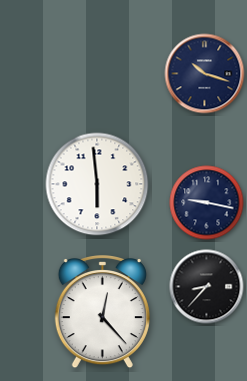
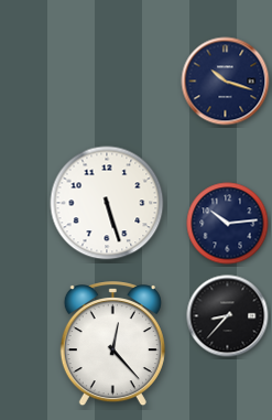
clock at (97, 184): 5:59 -> 5:27
clock at (207, 203): 9:17 -> 10:14
